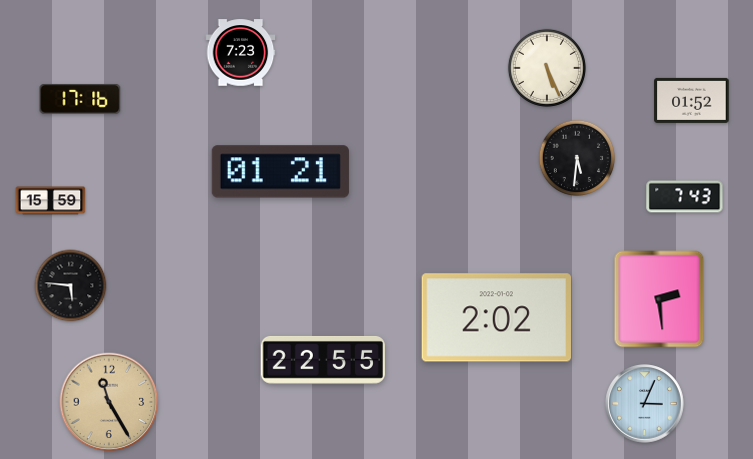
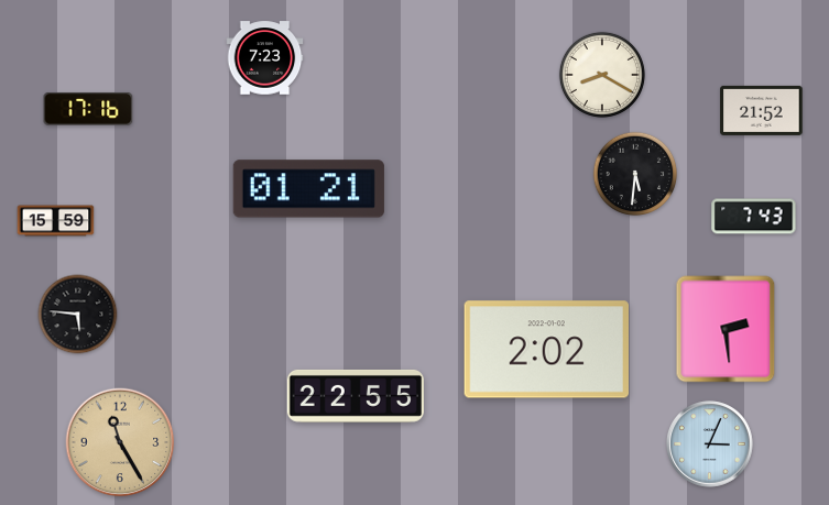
clock at (547, 68): 5:26 -> 8:20
clock at (692, 100): 01:52 -> 21:52
